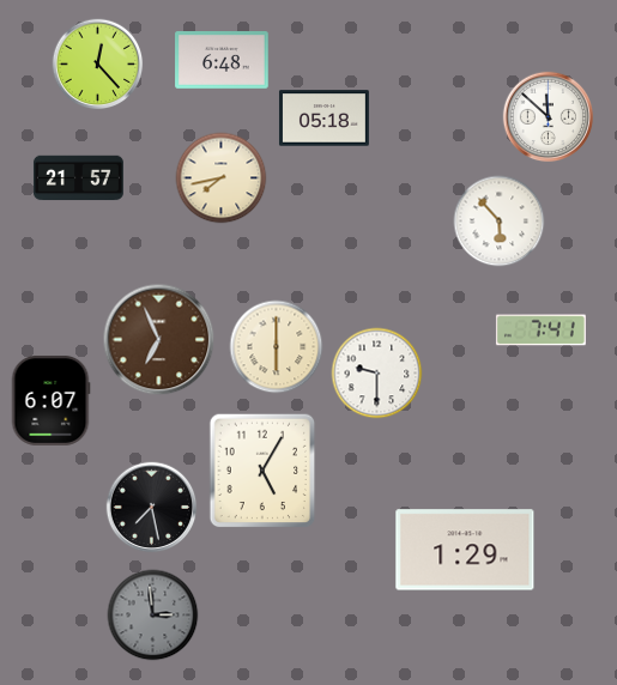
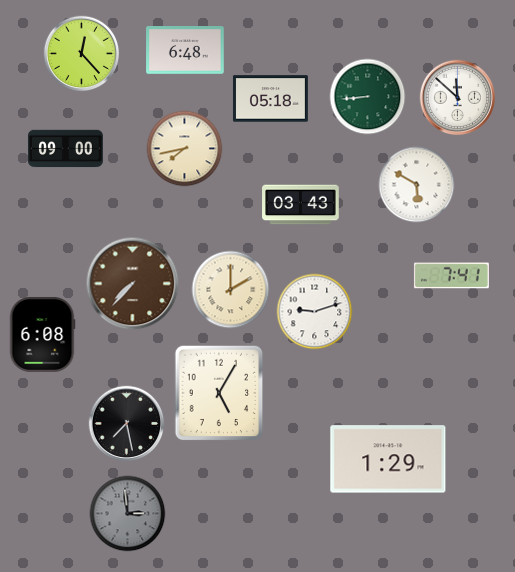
clock at (368, 97): none -> 8:44
clock at (78, 178): 21:57 -> 09:00
clock at (500, 222): 5:53 -> 5:50
clock at (301, 205): none -> 03:43
clock at (159, 340): 6:56 -> 7:37
clock at (277, 347): 6:00 -> 2:00
clock at (377, 374): 9:30 -> 9:12
clock at (50, 400): 6:07 -> 6:08
